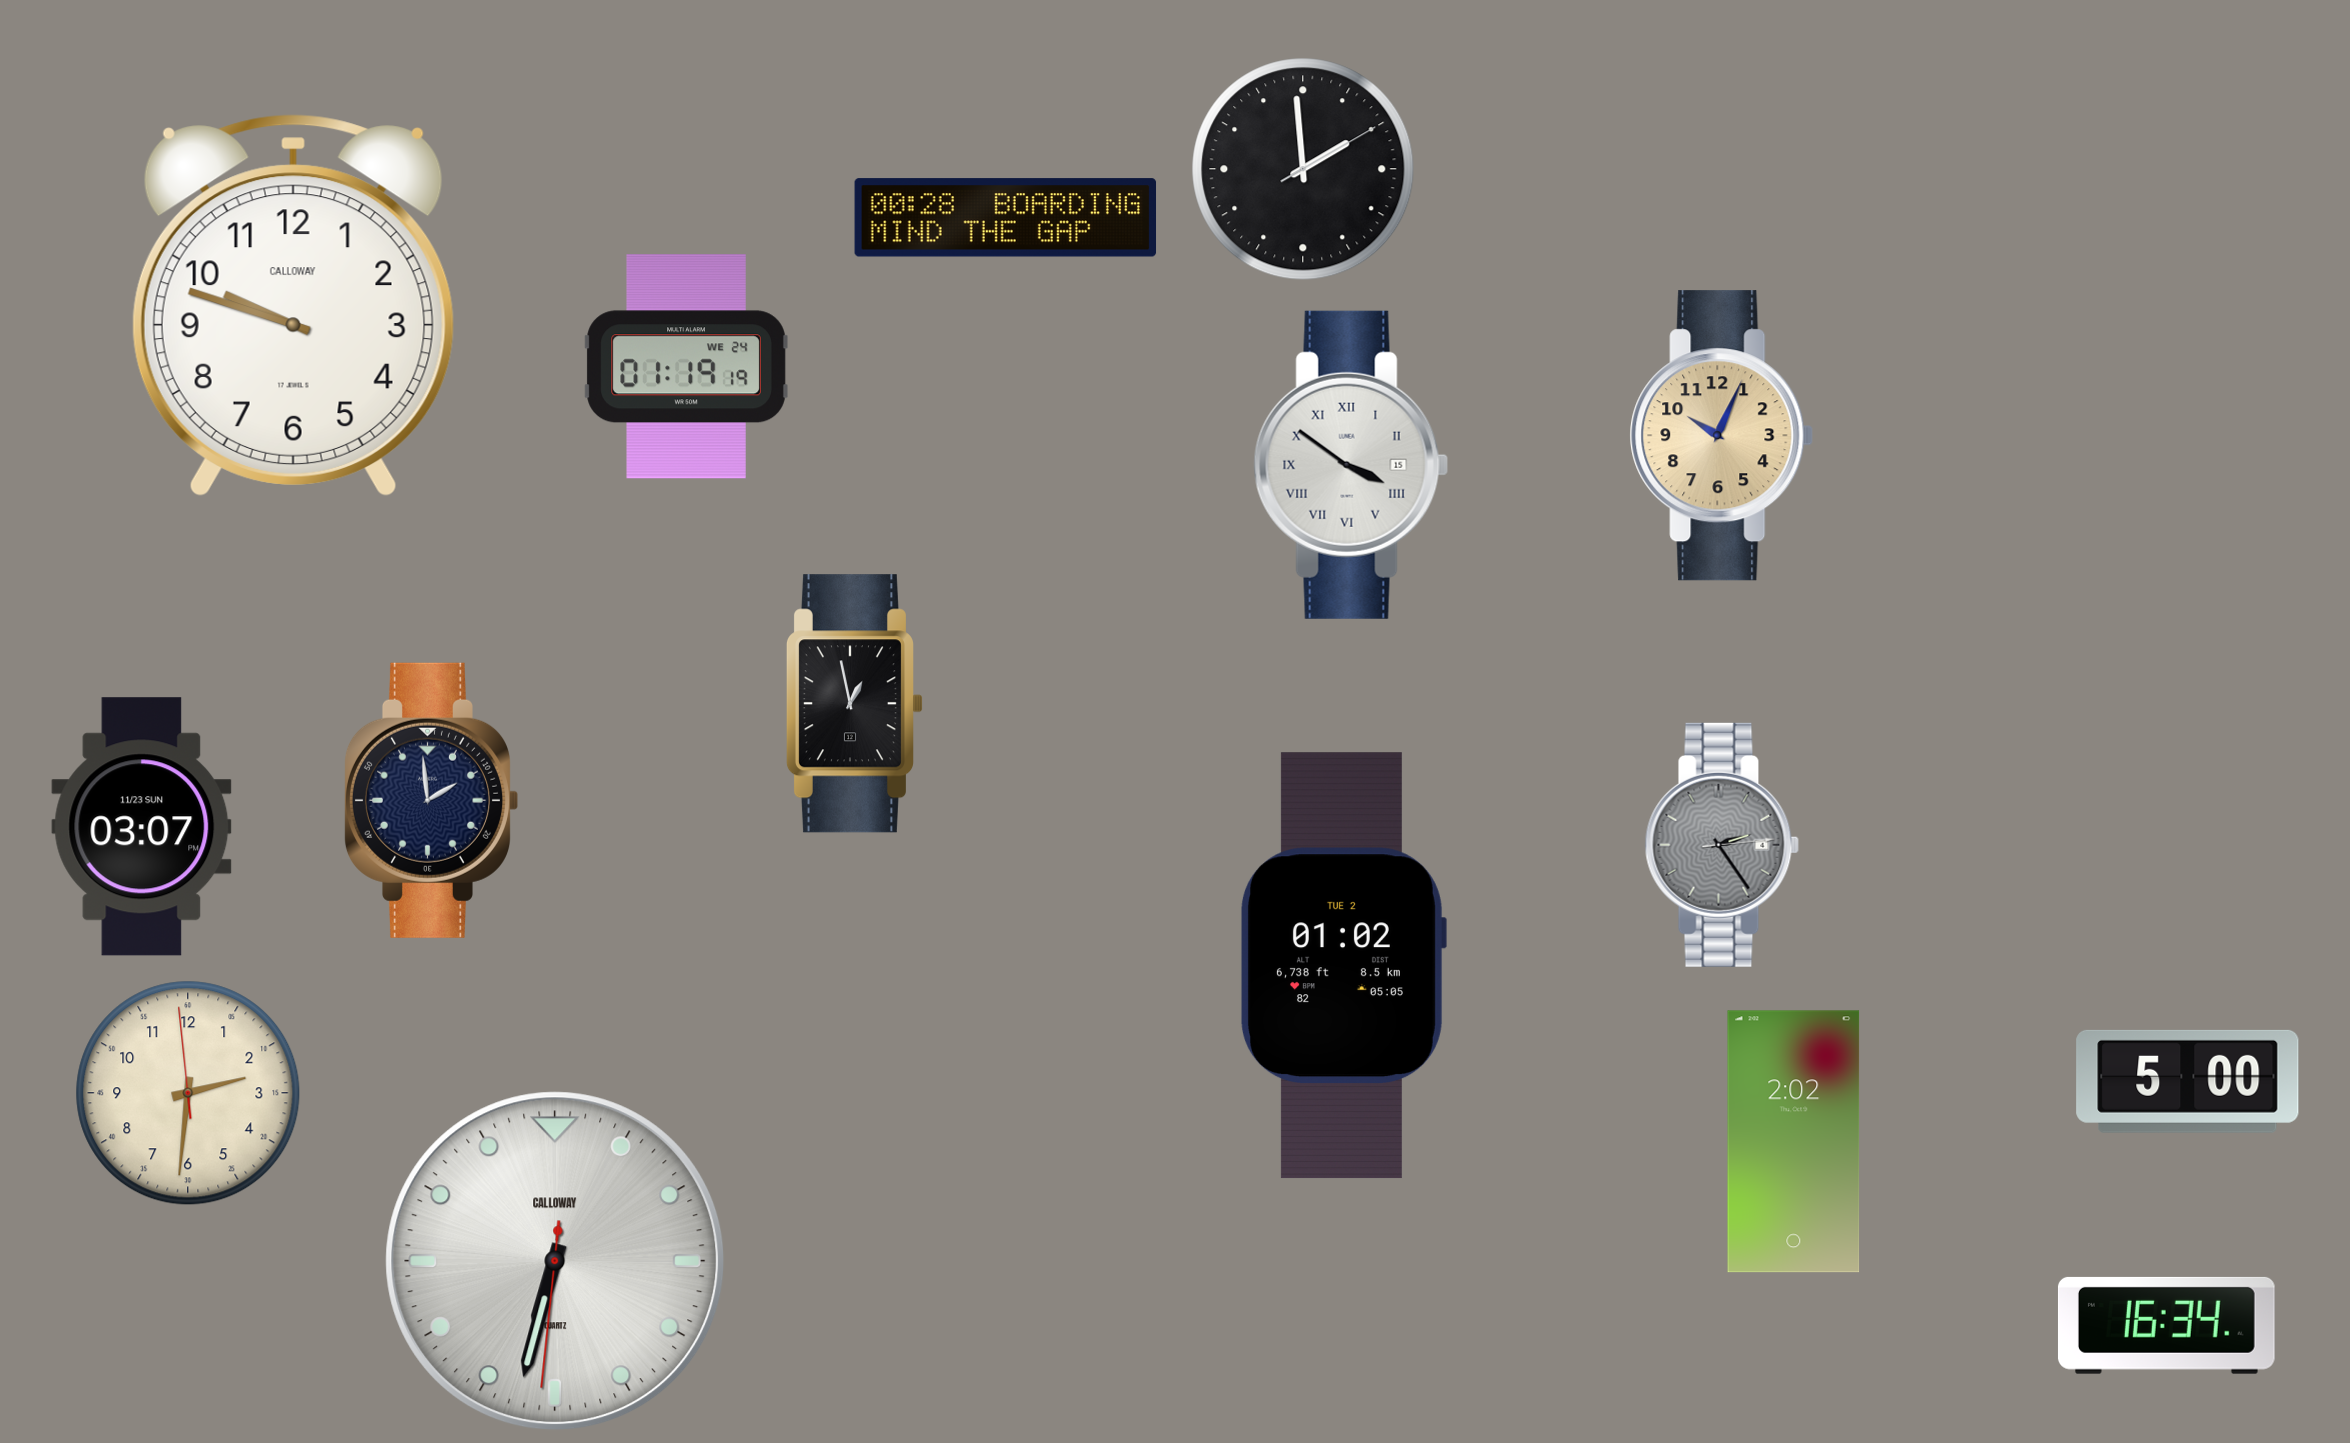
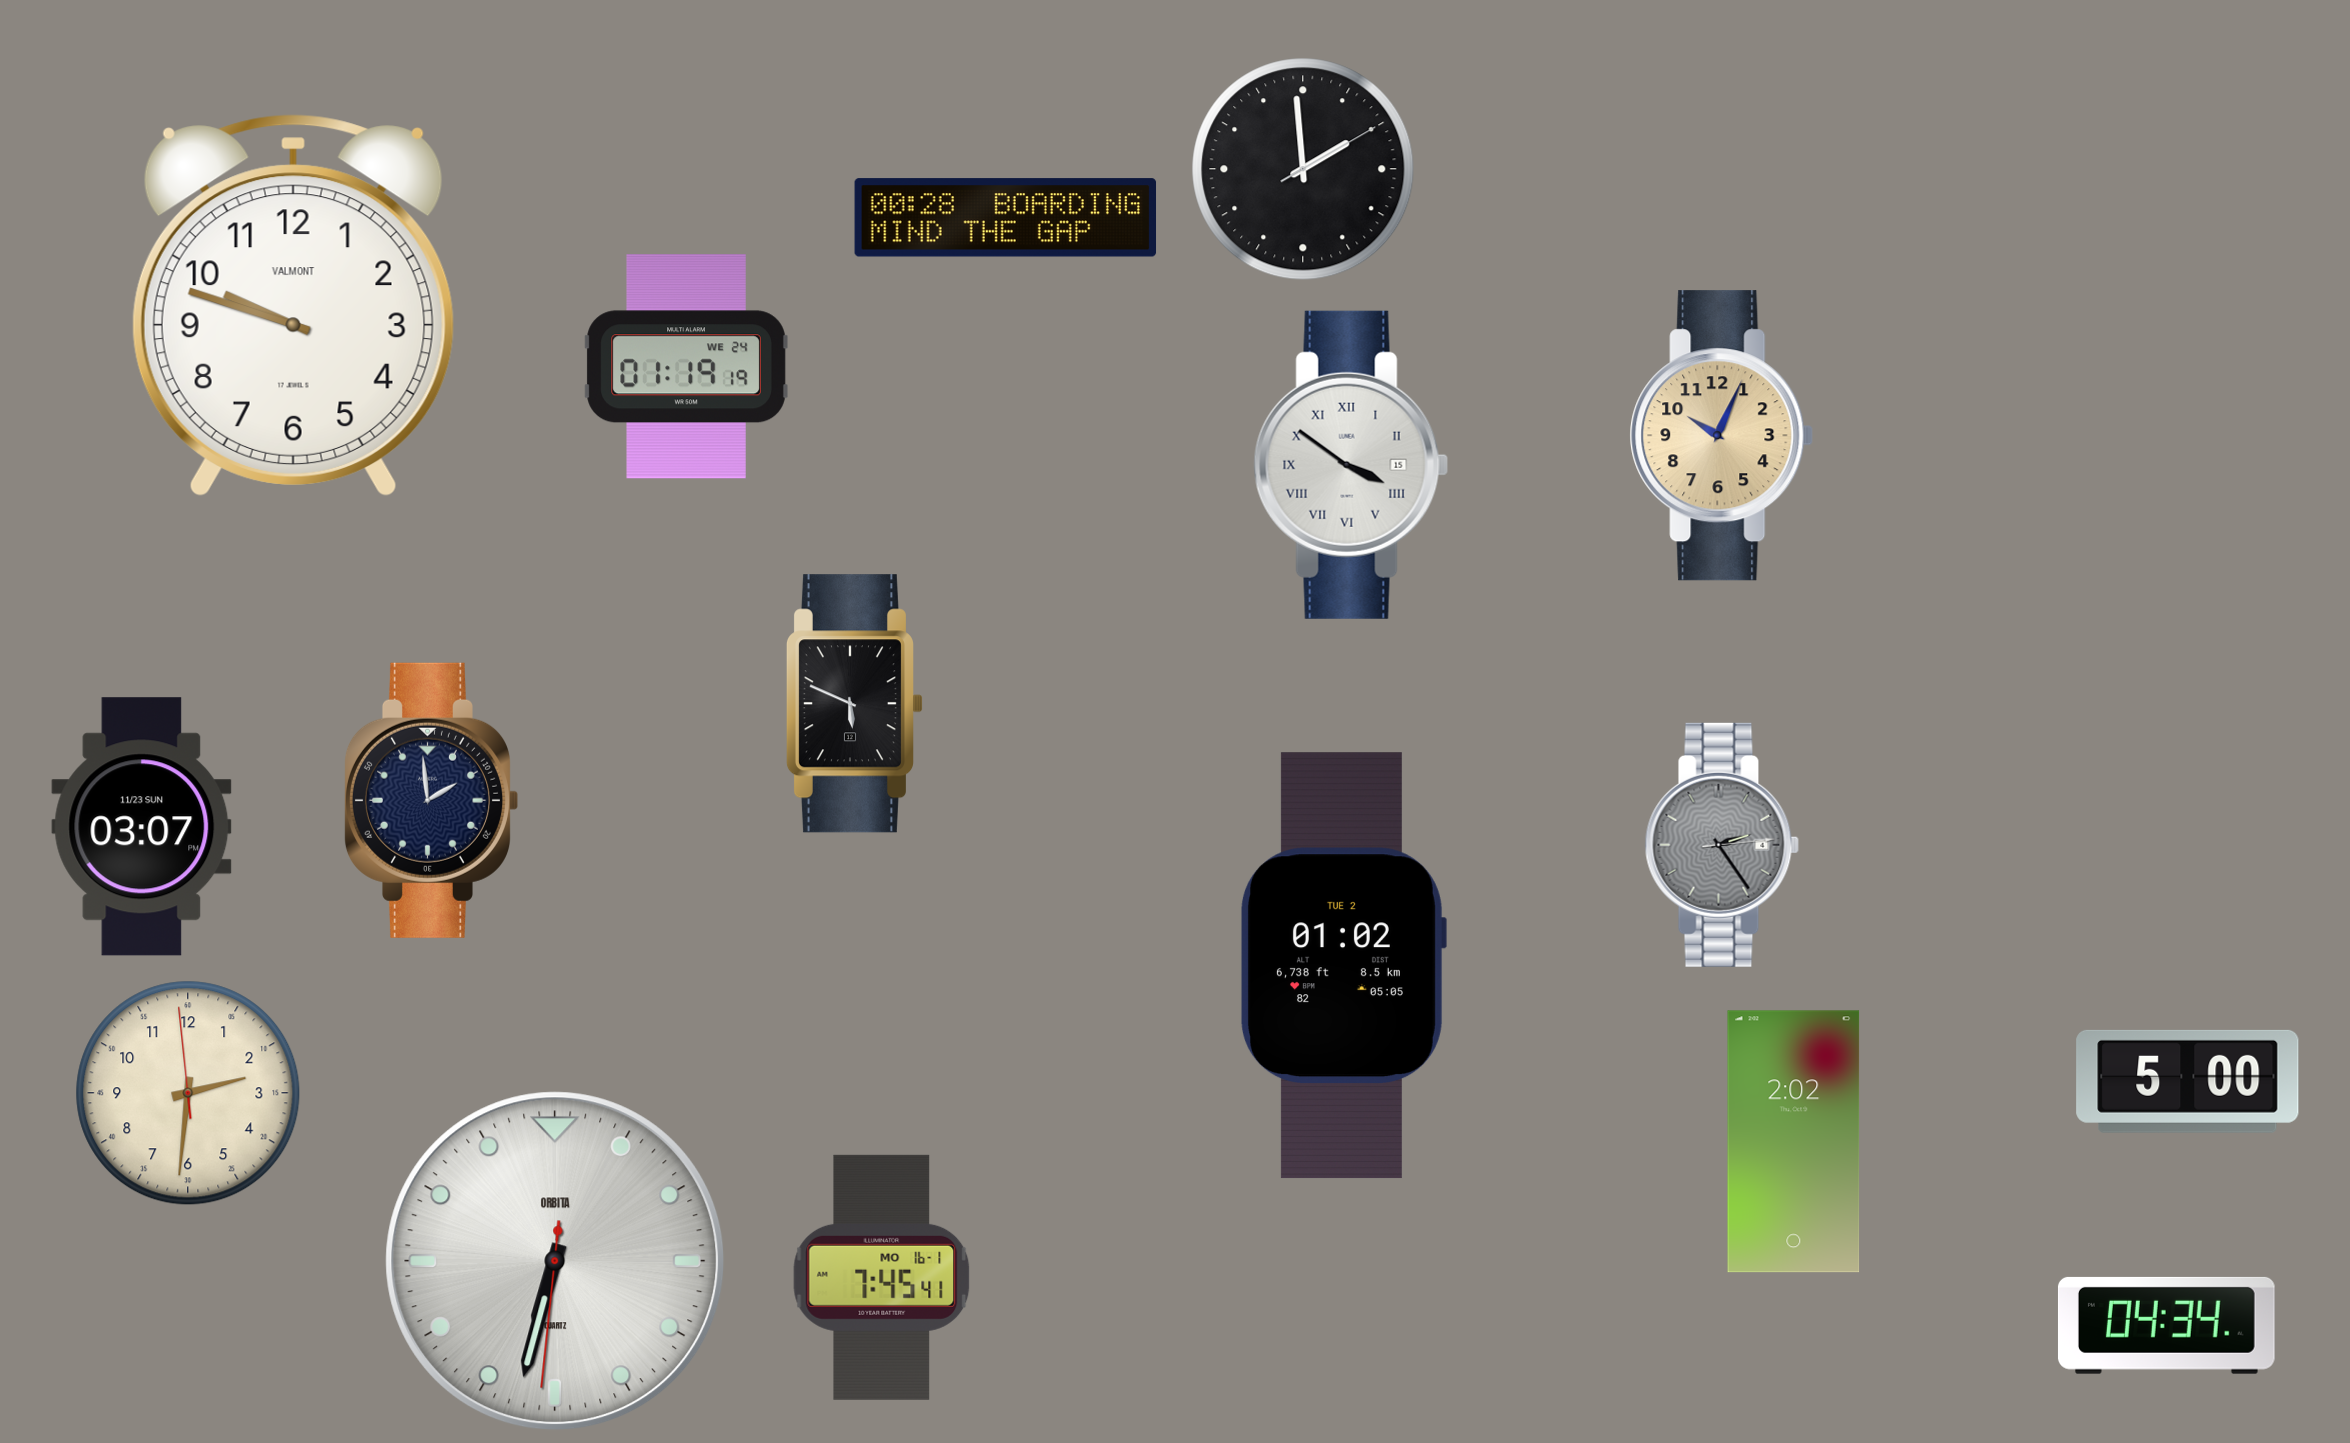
clock at (293, 305) brand: CALLOWAY -> VALMONT
clock at (854, 704): 12:58 -> 5:49
clock at (555, 1261) brand: CALLOWAY -> ORBITA
clock at (882, 1277): none -> 7:45
clock at (2166, 1325): 16:34 -> 04:34
